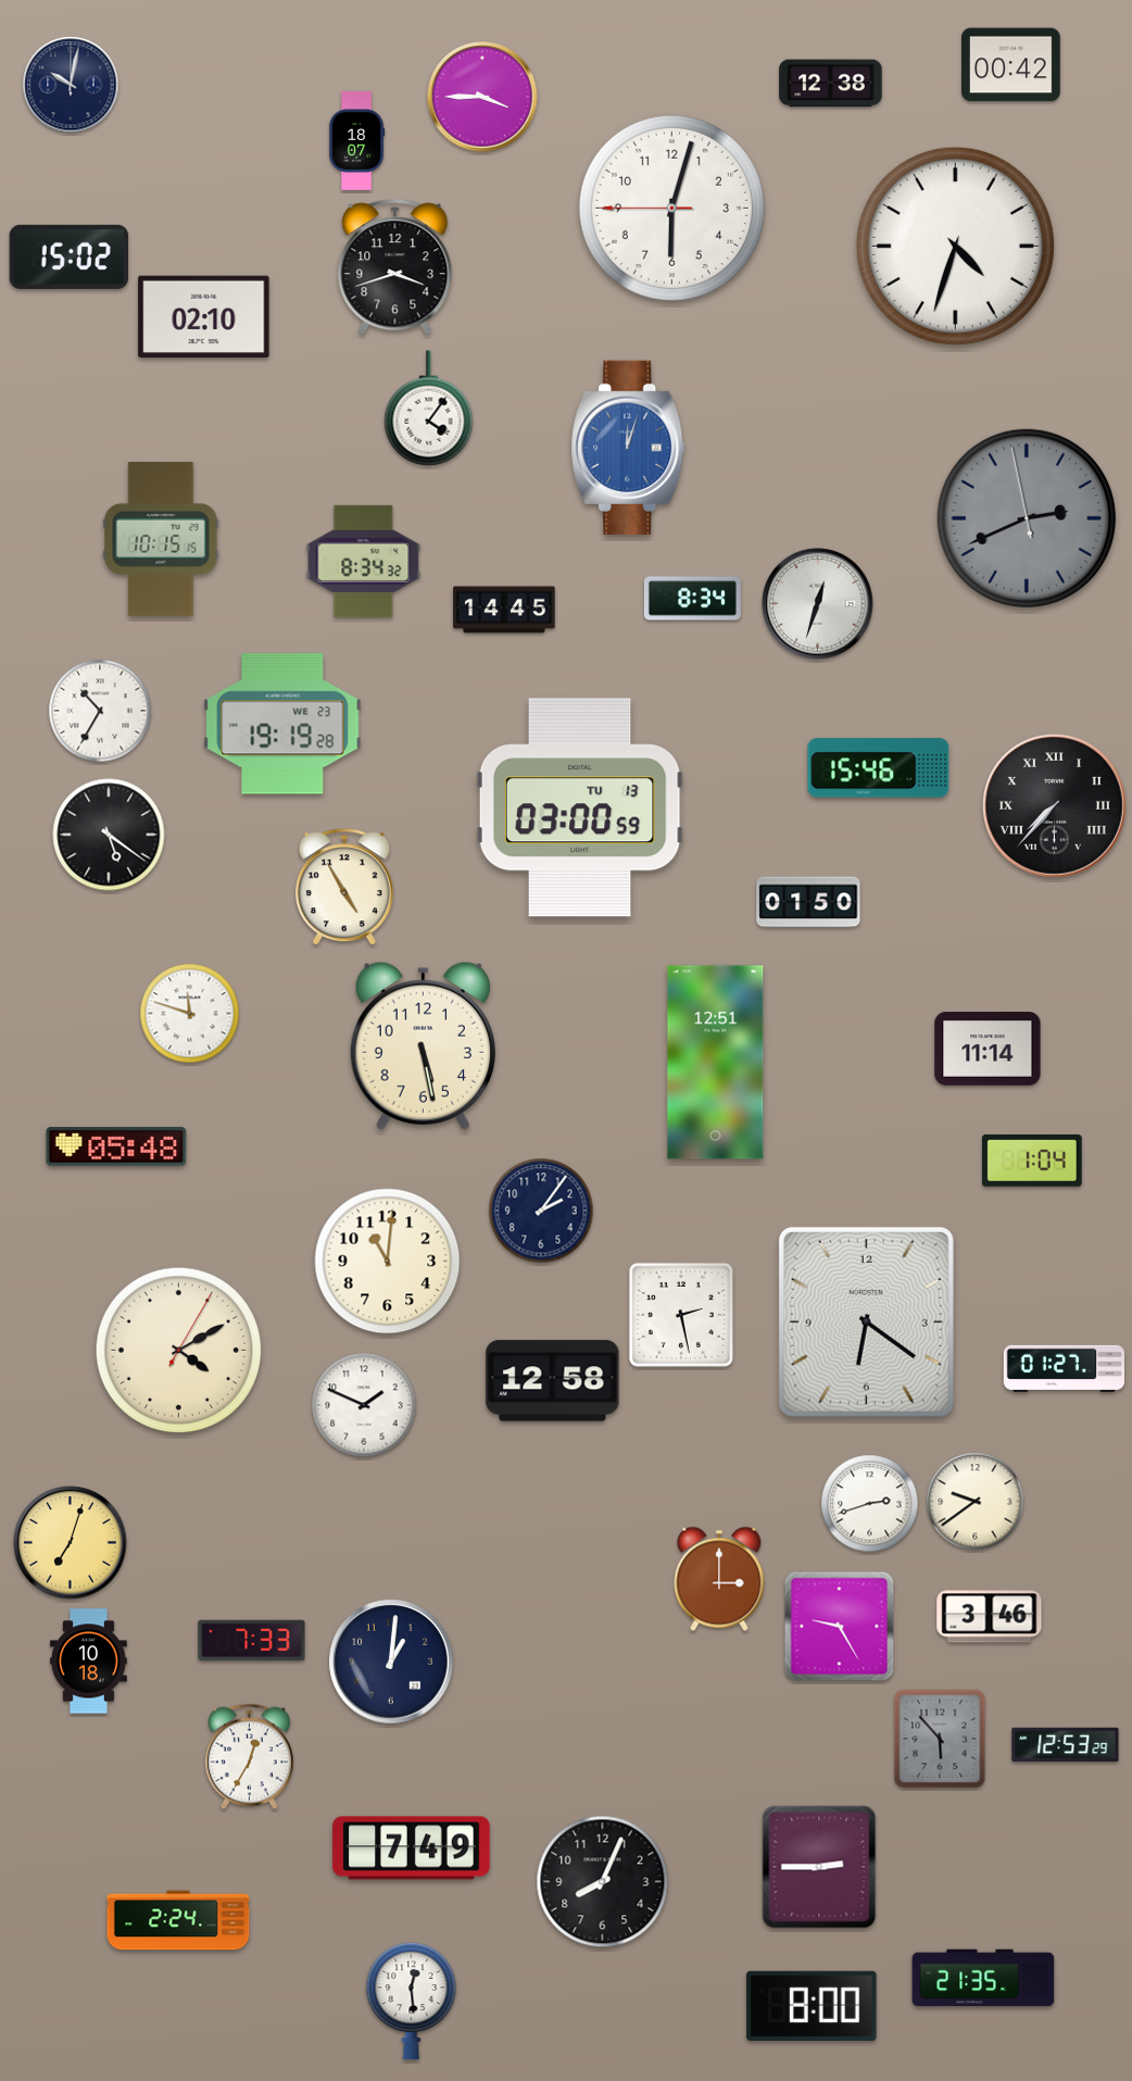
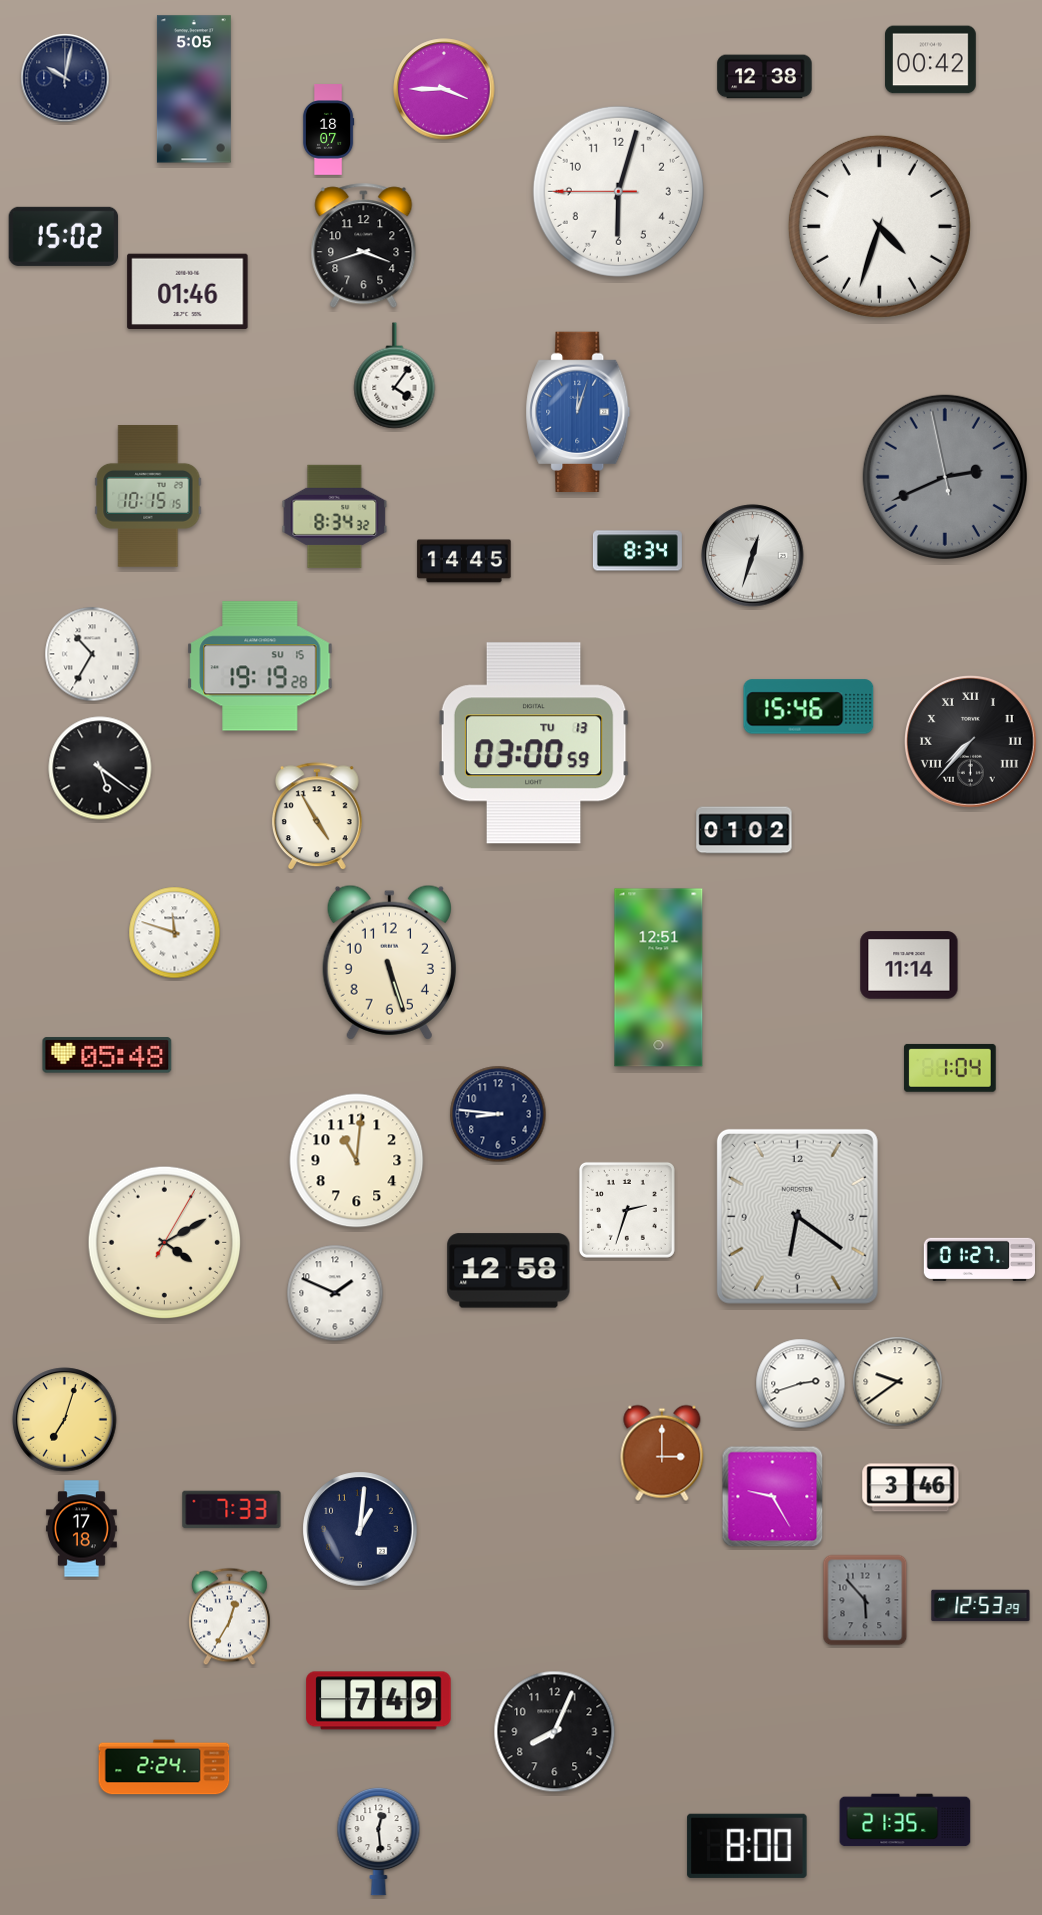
clock at (194, 89): none -> 5:05
clock at (204, 317): 02:10 -> 01:46
clock at (282, 724) date: WE 23 -> SU 15
clock at (808, 902): 01:50 -> 01:02
clock at (423, 1045): 5:28 -> 5:27
clock at (541, 1211): 2:06 -> 8:46
clock at (681, 1315): 2:28 -> 2:33
clock at (88, 1662): 10:18 -> 17:18
clock at (819, 1867): 2:45 -> none
